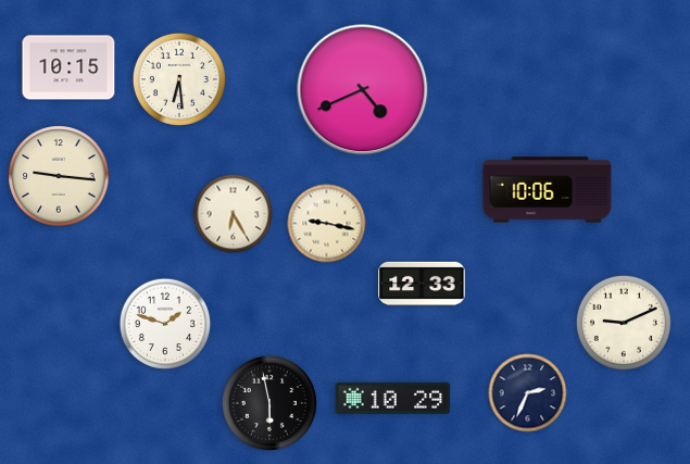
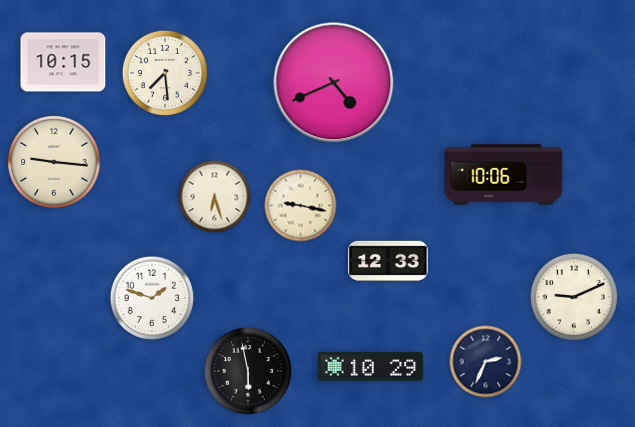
clock at (179, 79): 6:29 -> 7:29
clock at (234, 214): 6:25 -> 6:27
clock at (393, 398) position: (393, 398) -> (371, 366)
